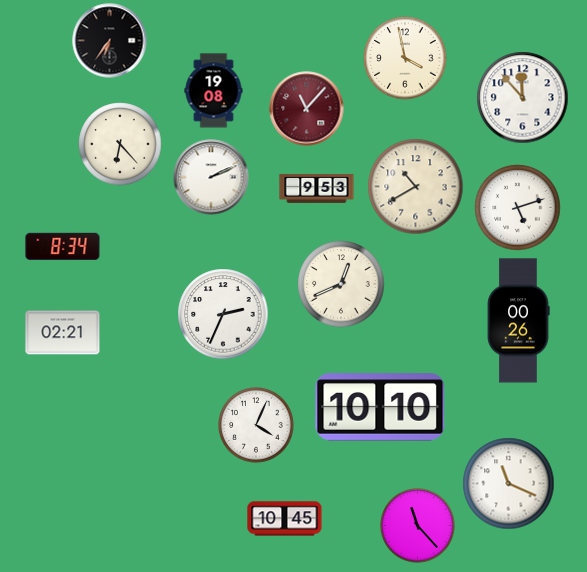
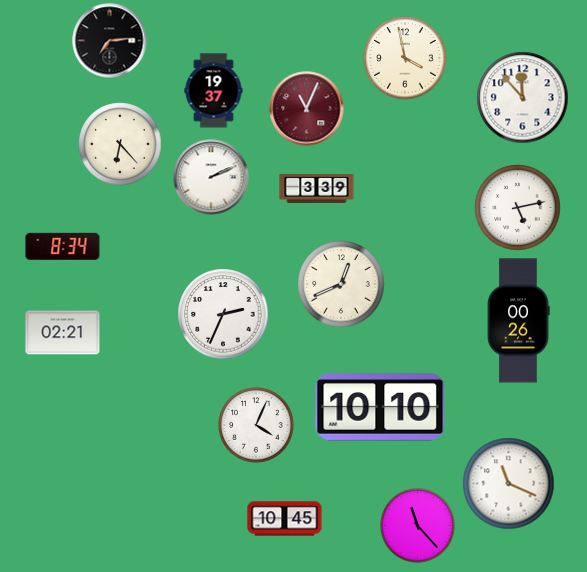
clock at (110, 41): 6:36 -> 7:14
clock at (214, 91): 19:08 -> 19:37
clock at (307, 109): 11:07 -> 11:04
clock at (416, 187): 10:40 -> none
clock at (317, 188): 9:53 -> 3:39
clock at (518, 208): 5:12 -> 5:13
